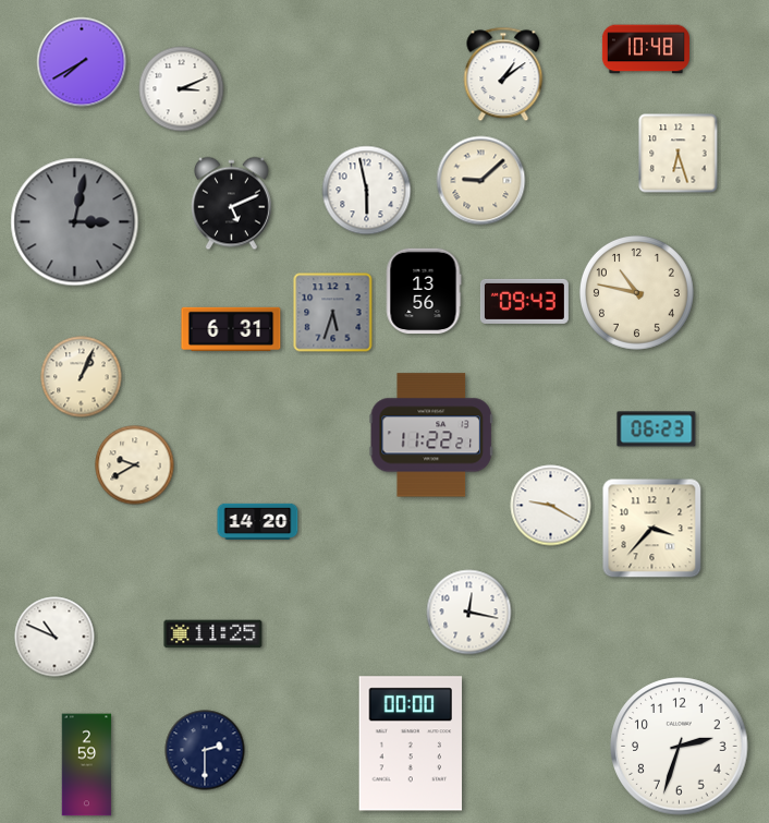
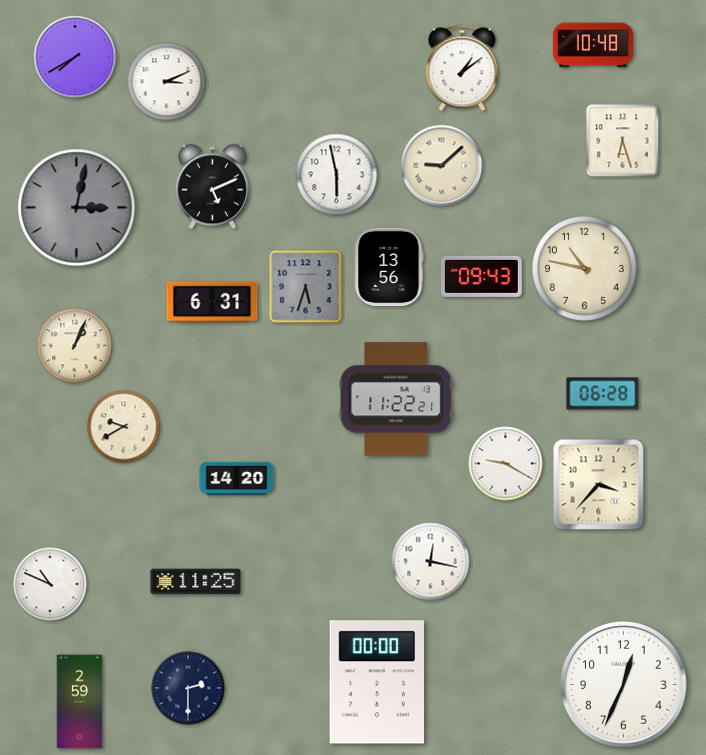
clock at (75, 222) position: (75, 222) -> (77, 208)
clock at (657, 429): 06:23 -> 06:28
clock at (680, 747): 2:33 -> 12:34
